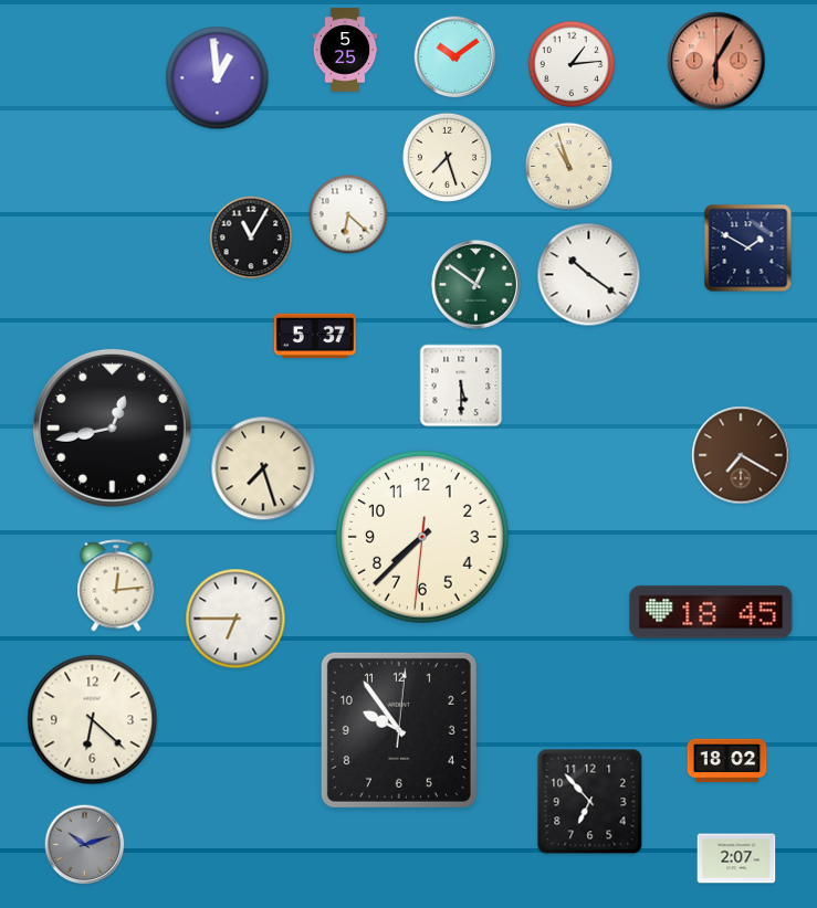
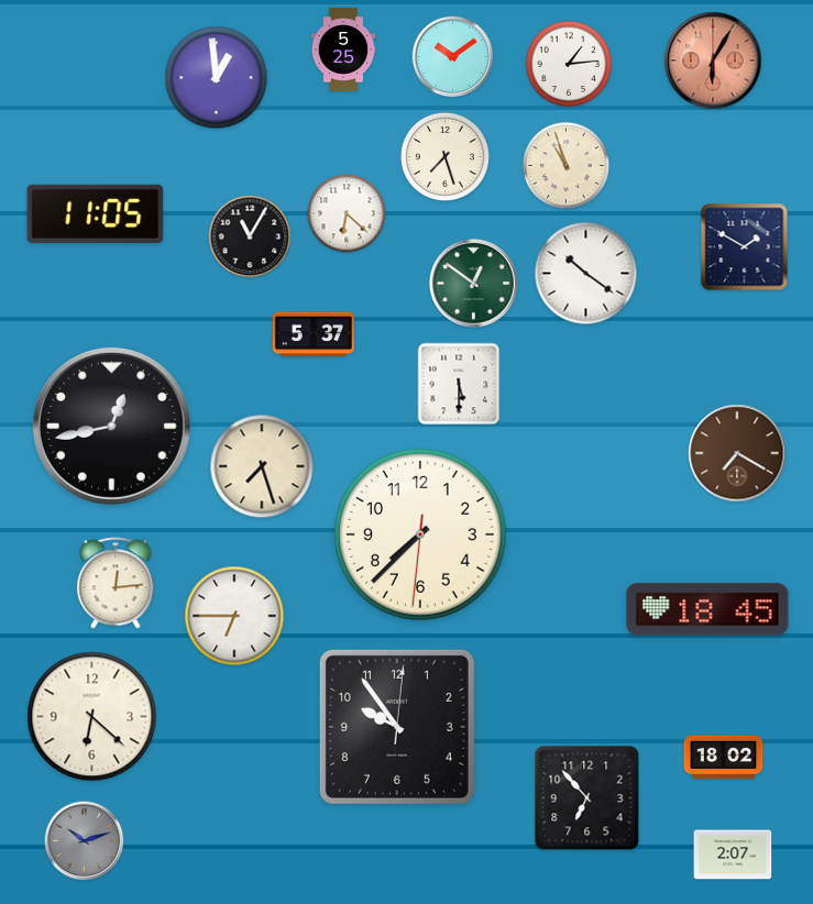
clock at (96, 213): none -> 11:05
